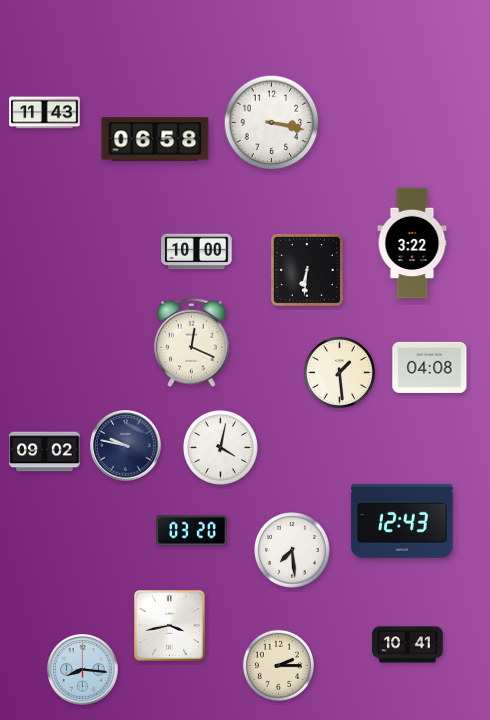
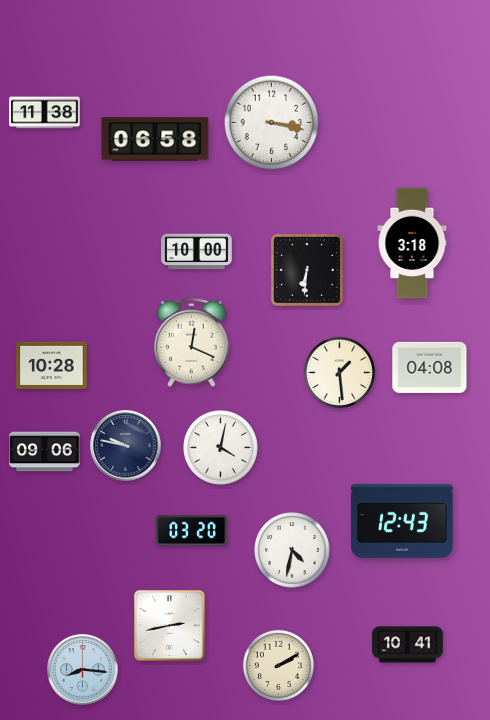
clock at (45, 113): 11:43 -> 11:38
clock at (412, 243): 3:22 -> 3:18
clock at (52, 365): none -> 10:28
clock at (45, 452): 09:02 -> 09:06
clock at (292, 550): 7:29 -> 4:32
clock at (170, 626): 3:43 -> 2:43
clock at (278, 665): 2:15 -> 2:10
